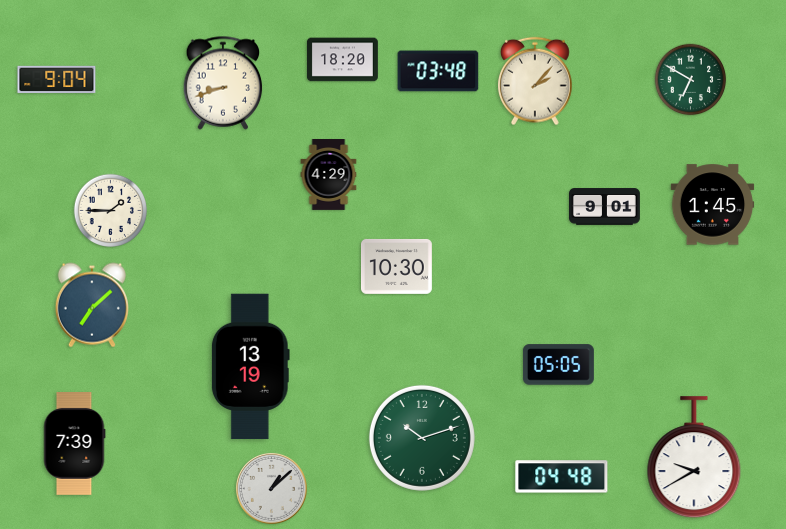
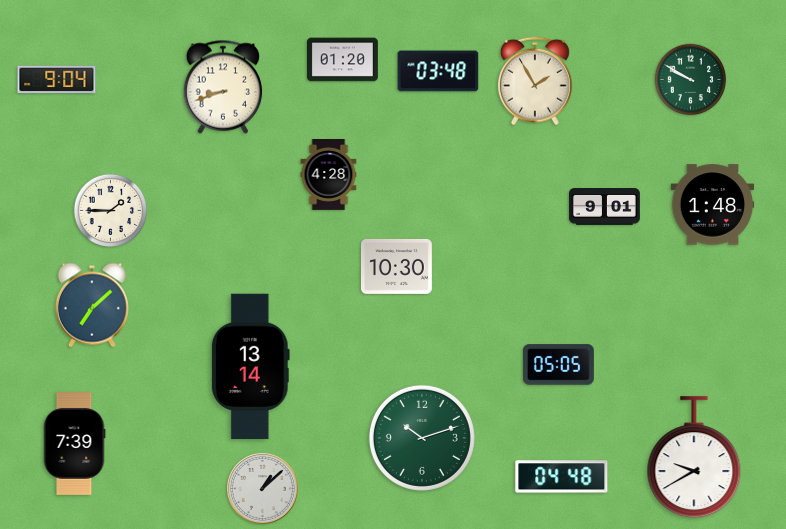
clock at (342, 60): 18:20 -> 01:20
clock at (691, 80): 6:50 -> 9:50
clock at (536, 81): 2:07 -> 1:55
clock at (223, 83) position: (223, 83) -> (223, 87)
clock at (329, 175): 4:29 -> 4:28
clock at (713, 205): 1:45 -> 1:48
clock at (250, 367): 13:19 -> 13:14
clock at (271, 488) position: (271, 488) -> (262, 488)
